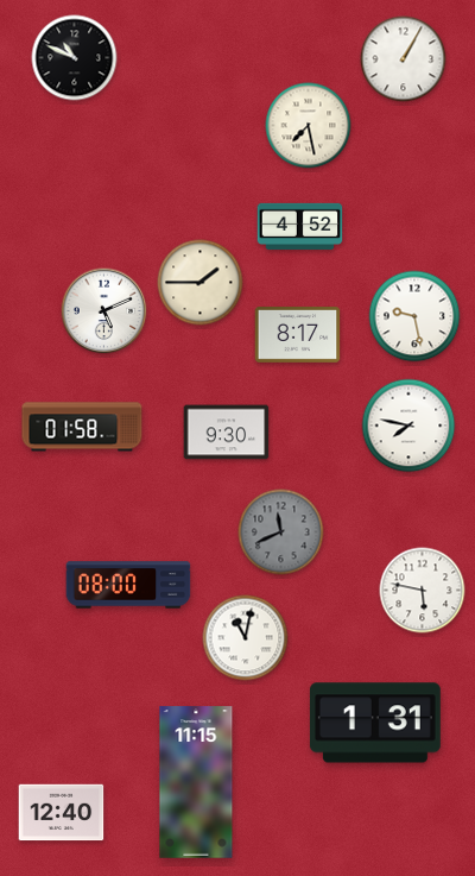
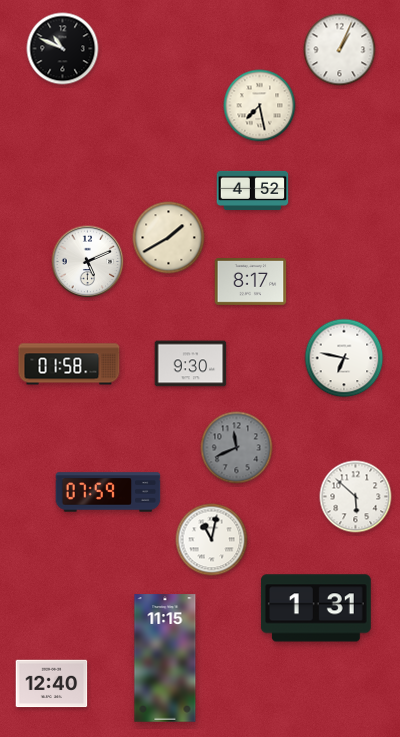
clock at (404, 59): 1:05 -> 1:04
clock at (201, 283): 1:45 -> 1:40
clock at (414, 316): 9:28 -> none
clock at (408, 426): 7:47 -> 6:47
clock at (82, 427) position: (82, 427) -> (69, 364)
clock at (128, 585): 08:00 -> 07:59
clock at (423, 591): 5:47 -> 5:52
clock at (246, 638) position: (246, 638) -> (212, 540)
